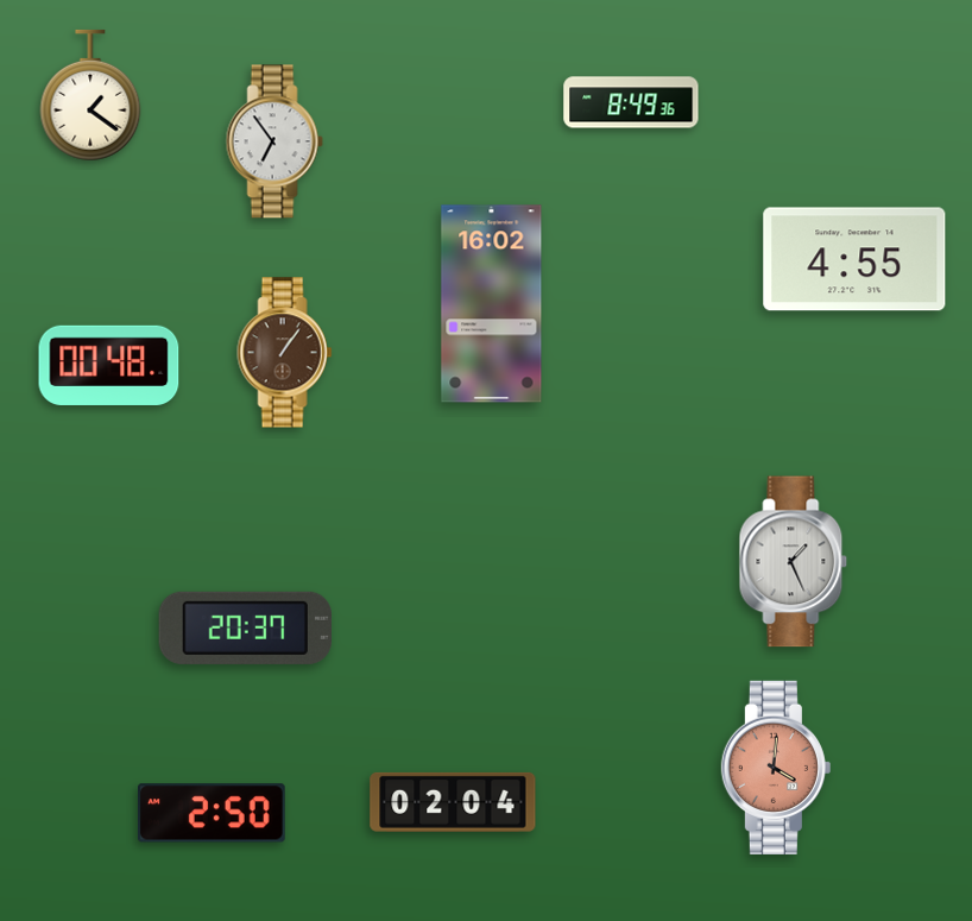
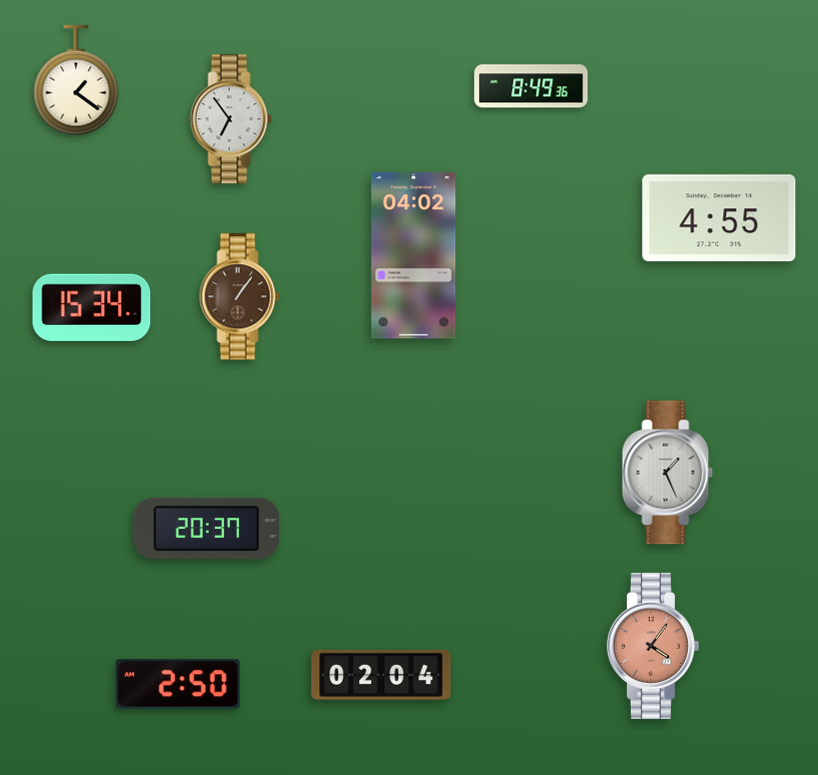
clock at (492, 304): 16:02 -> 04:02
clock at (109, 365): 00:48 -> 15:34
clock at (776, 768): 4:01 -> 4:06
